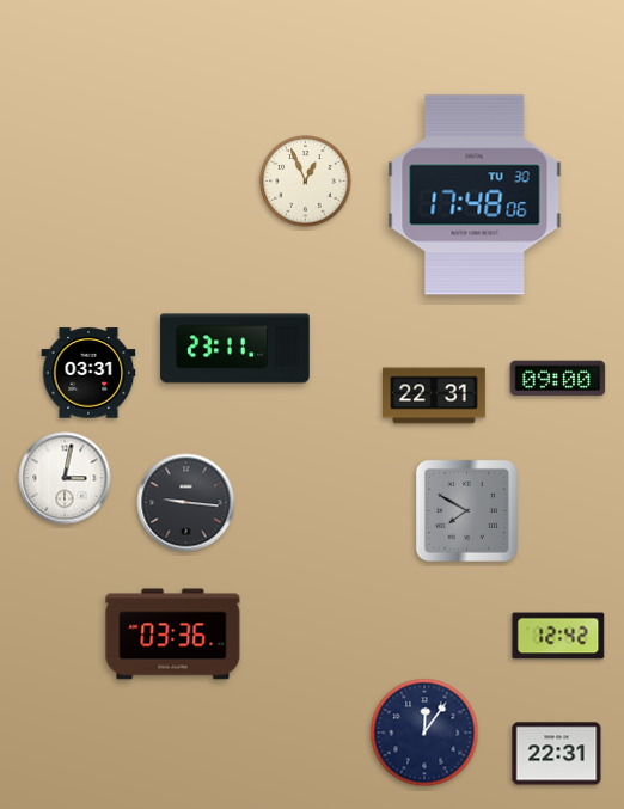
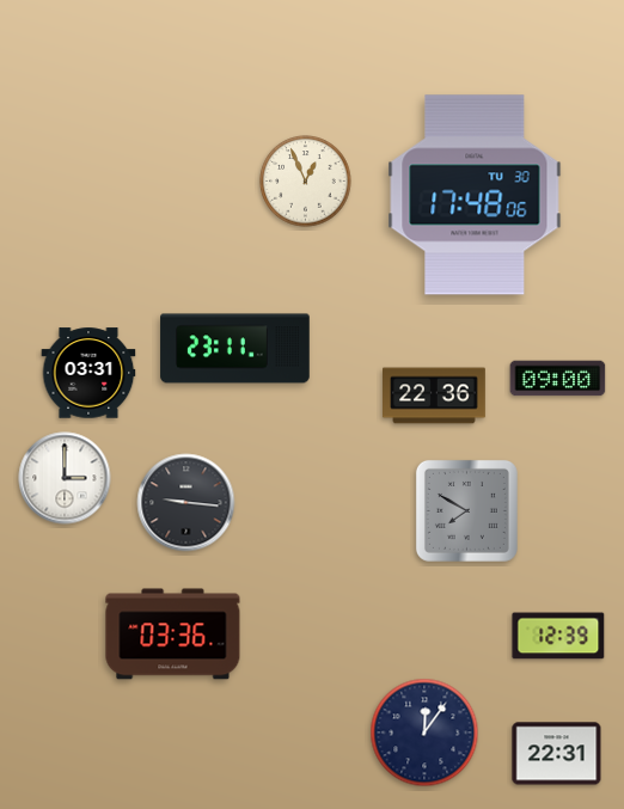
clock at (435, 396): 22:31 -> 22:36
clock at (65, 478): 3:02 -> 3:00
clock at (558, 636): 12:42 -> 12:39
